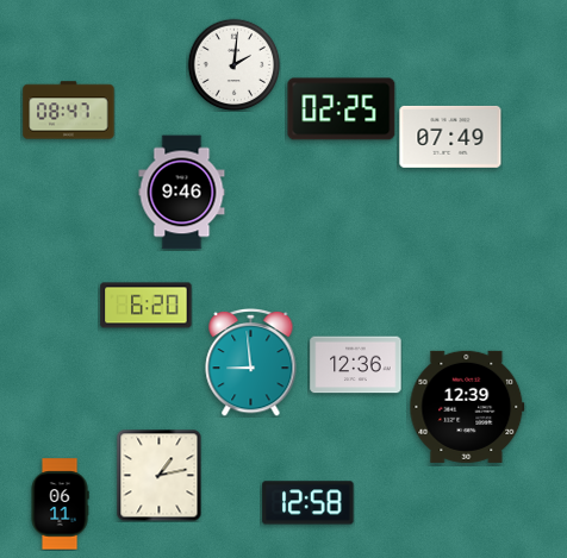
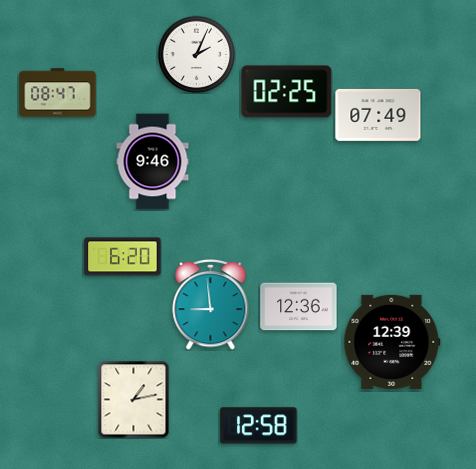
clock at (233, 64): 2:01 -> 2:04
clock at (309, 503) position: (309, 503) -> (259, 426)
clock at (60, 504): 06:11 -> none
